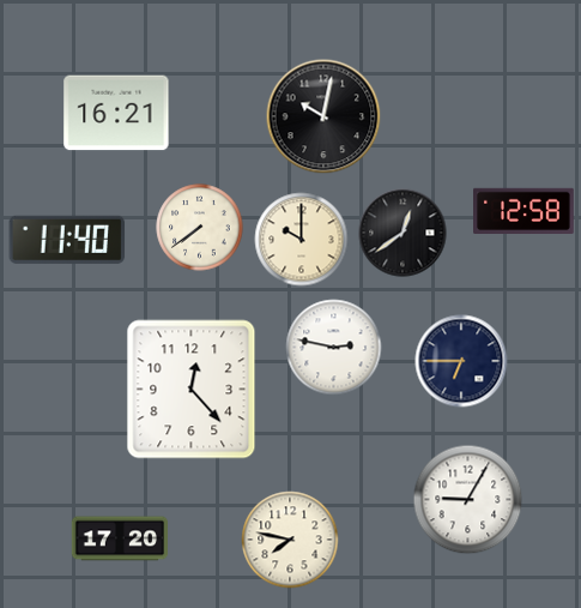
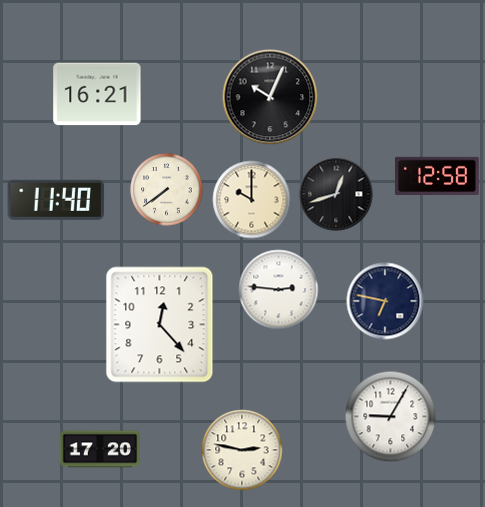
clock at (323, 116): 10:02 -> 10:04
clock at (403, 233): 12:39 -> 12:42
clock at (334, 348): 2:47 -> 2:46
clock at (461, 361): 6:45 -> 6:47
clock at (290, 540): 7:47 -> 2:47
